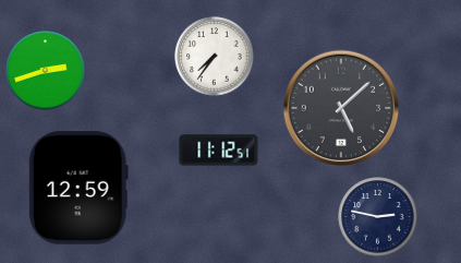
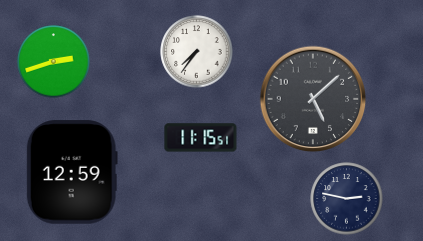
clock at (46, 71) position: (46, 71) -> (54, 62)
clock at (219, 151): 11:12 -> 11:15
